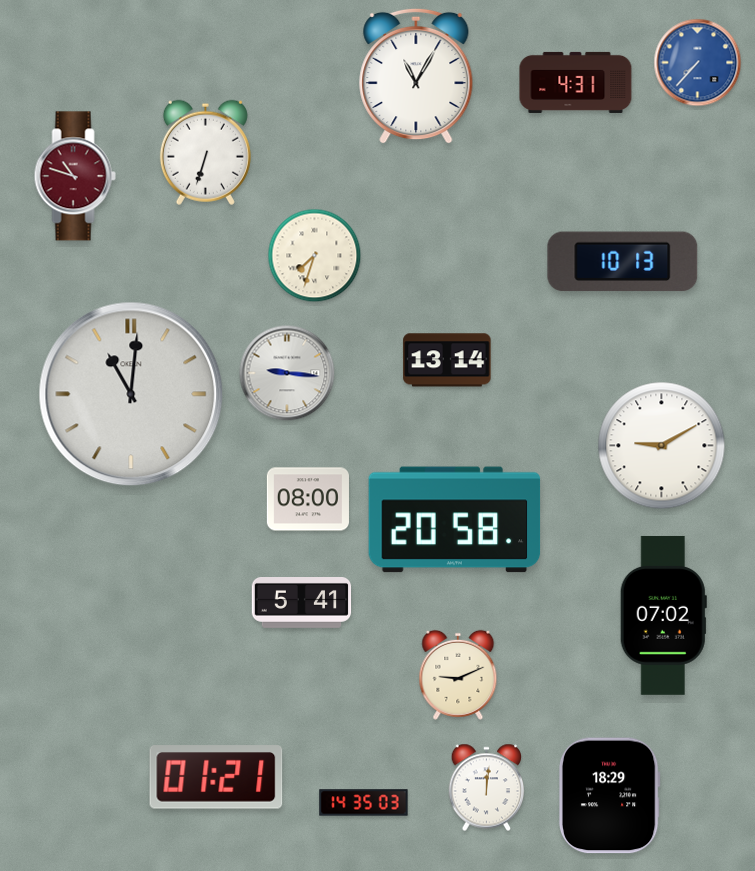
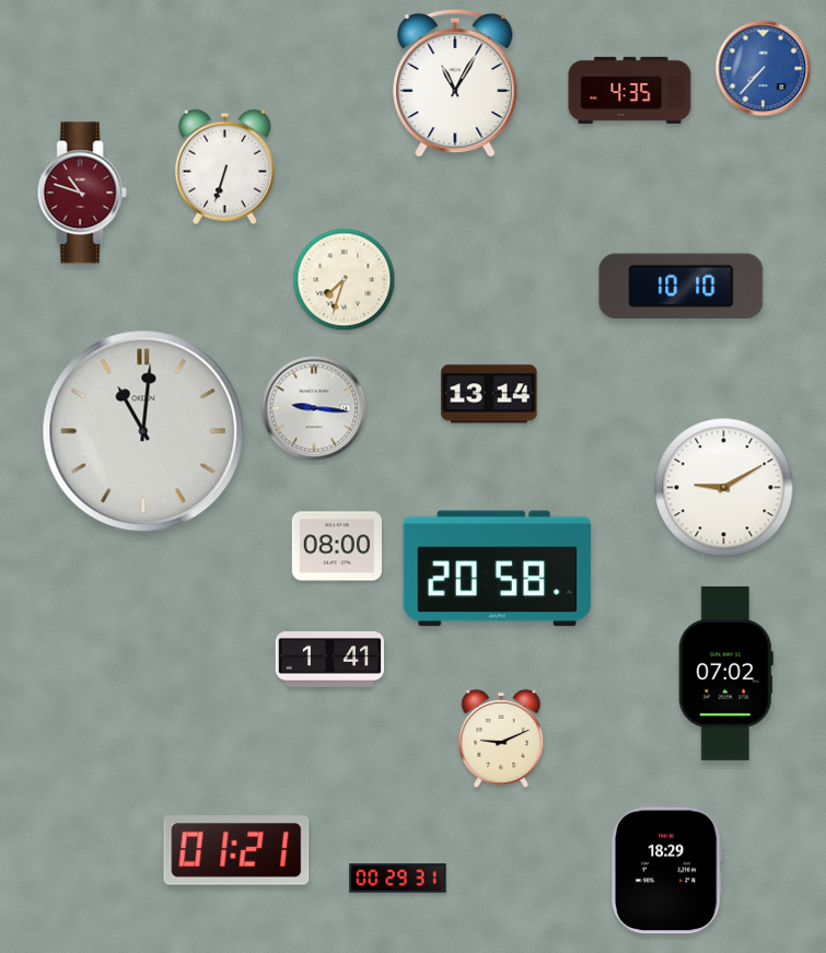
clock at (576, 82): 4:31 -> 4:35
clock at (623, 262): 10:13 -> 10:10
clock at (302, 603): 5:41 -> 1:41
clock at (487, 788): 12:01 -> none
clock at (364, 803): 14:35 -> 00:29
